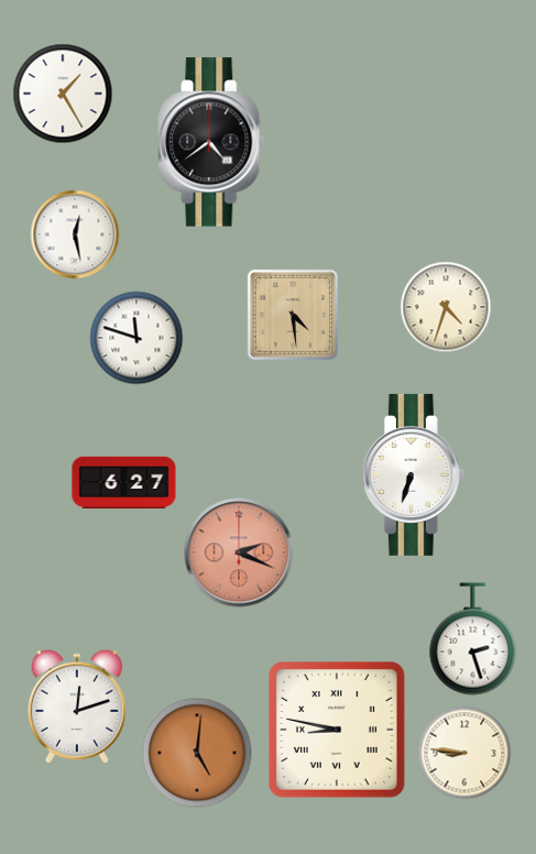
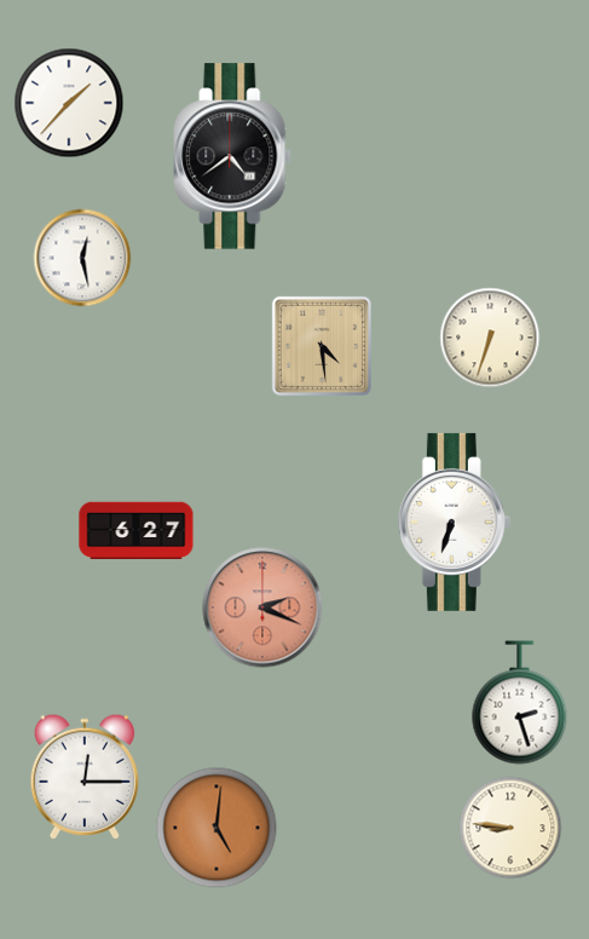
clock at (63, 94): 1:25 -> 1:37
clock at (446, 307): 4:33 -> 6:33
clock at (136, 338): 11:48 -> none
clock at (76, 707): 12:12 -> 12:15
clock at (338, 731): 8:47 -> none
